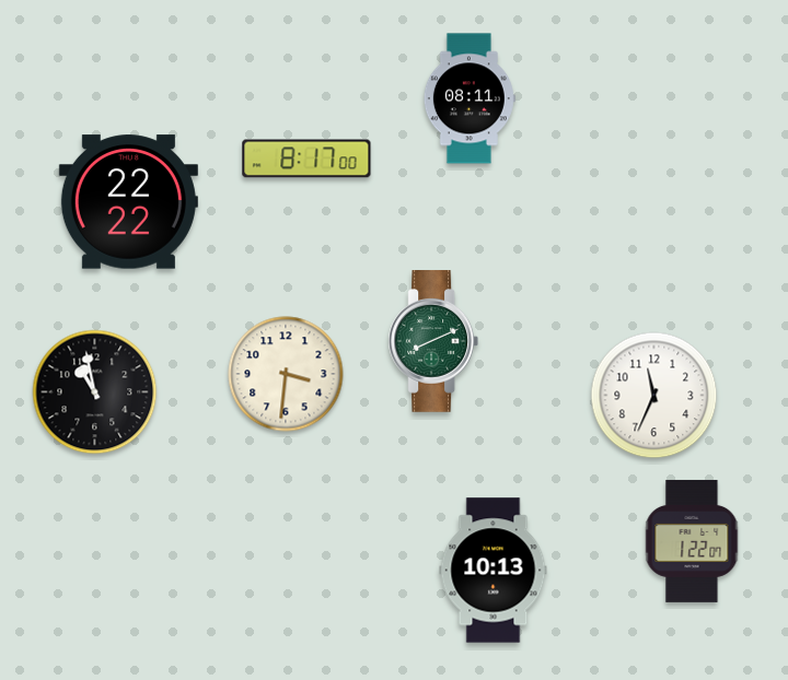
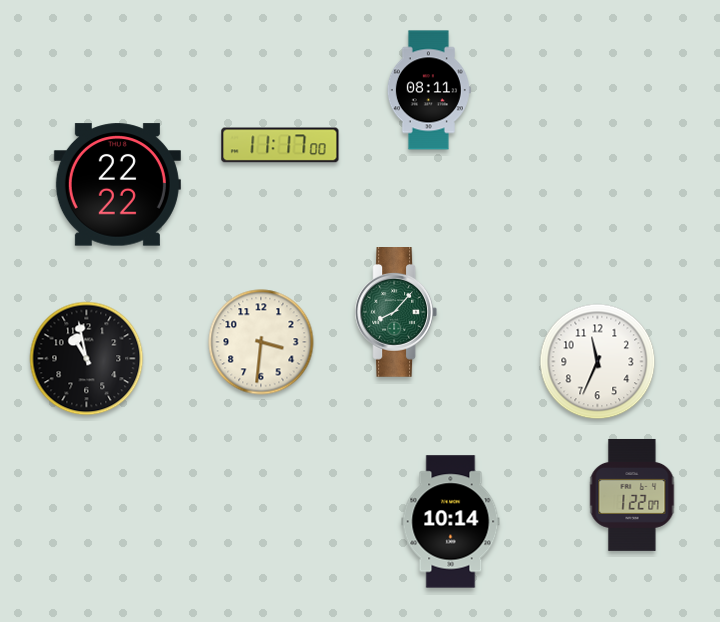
clock at (306, 159): 8:17 -> 11:17
clock at (433, 342): 8:11 -> 8:07
clock at (494, 571): 10:13 -> 10:14
